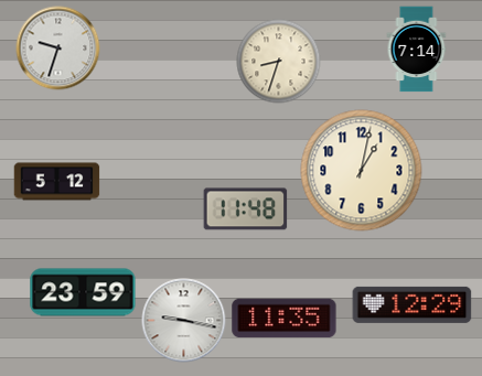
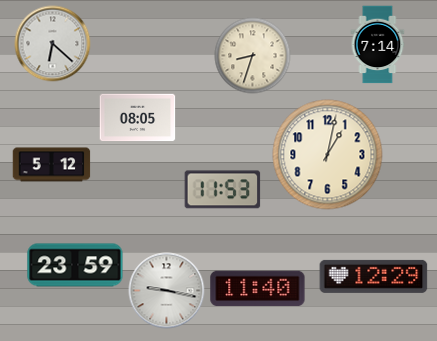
clock at (58, 49): 9:33 -> 6:22
clock at (138, 118): none -> 08:05
clock at (246, 210): 11:48 -> 11:53
clock at (285, 319): 11:35 -> 11:40
